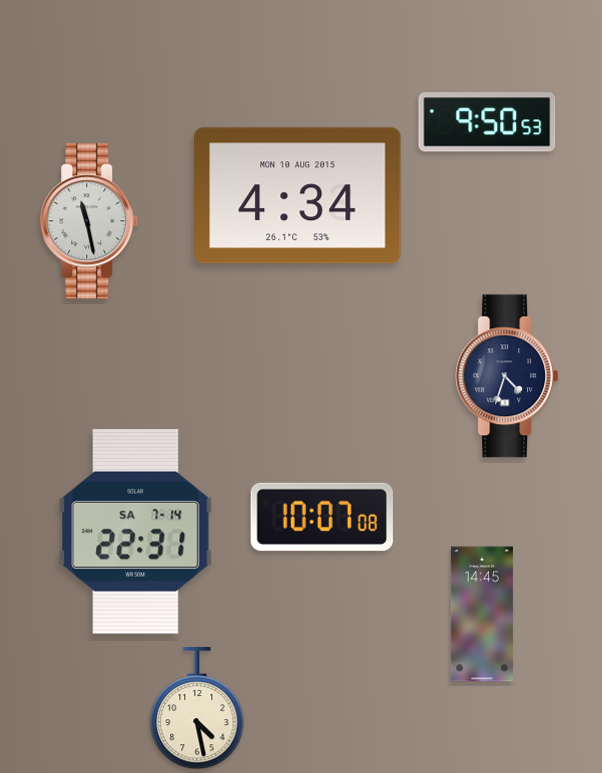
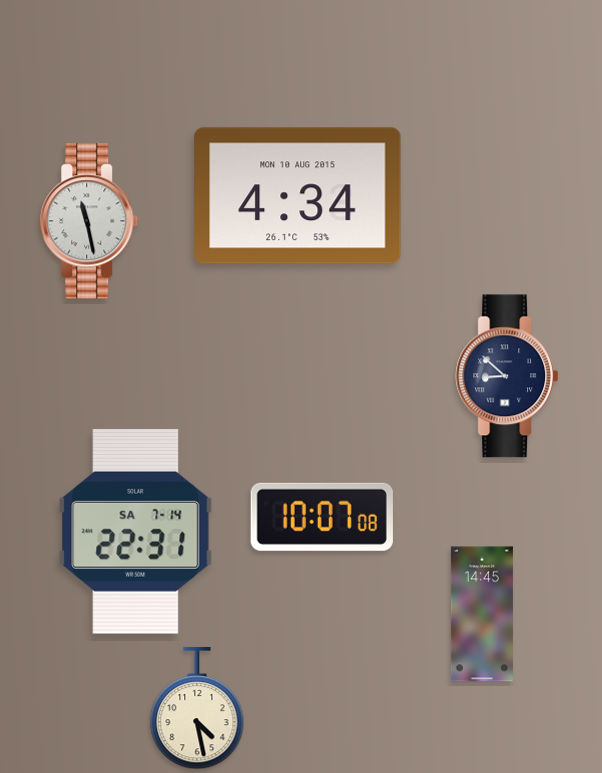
clock at (487, 122): 9:50 -> none
clock at (507, 376): 4:33 -> 8:52
